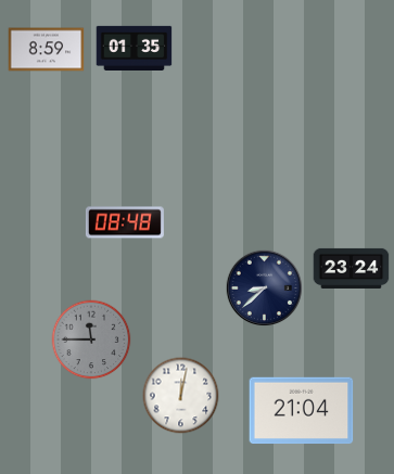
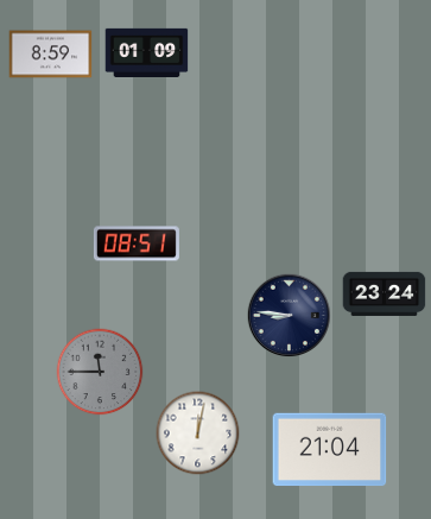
clock at (135, 48): 01:35 -> 01:09
clock at (125, 222): 08:48 -> 08:51
clock at (265, 289): 8:38 -> 8:46
